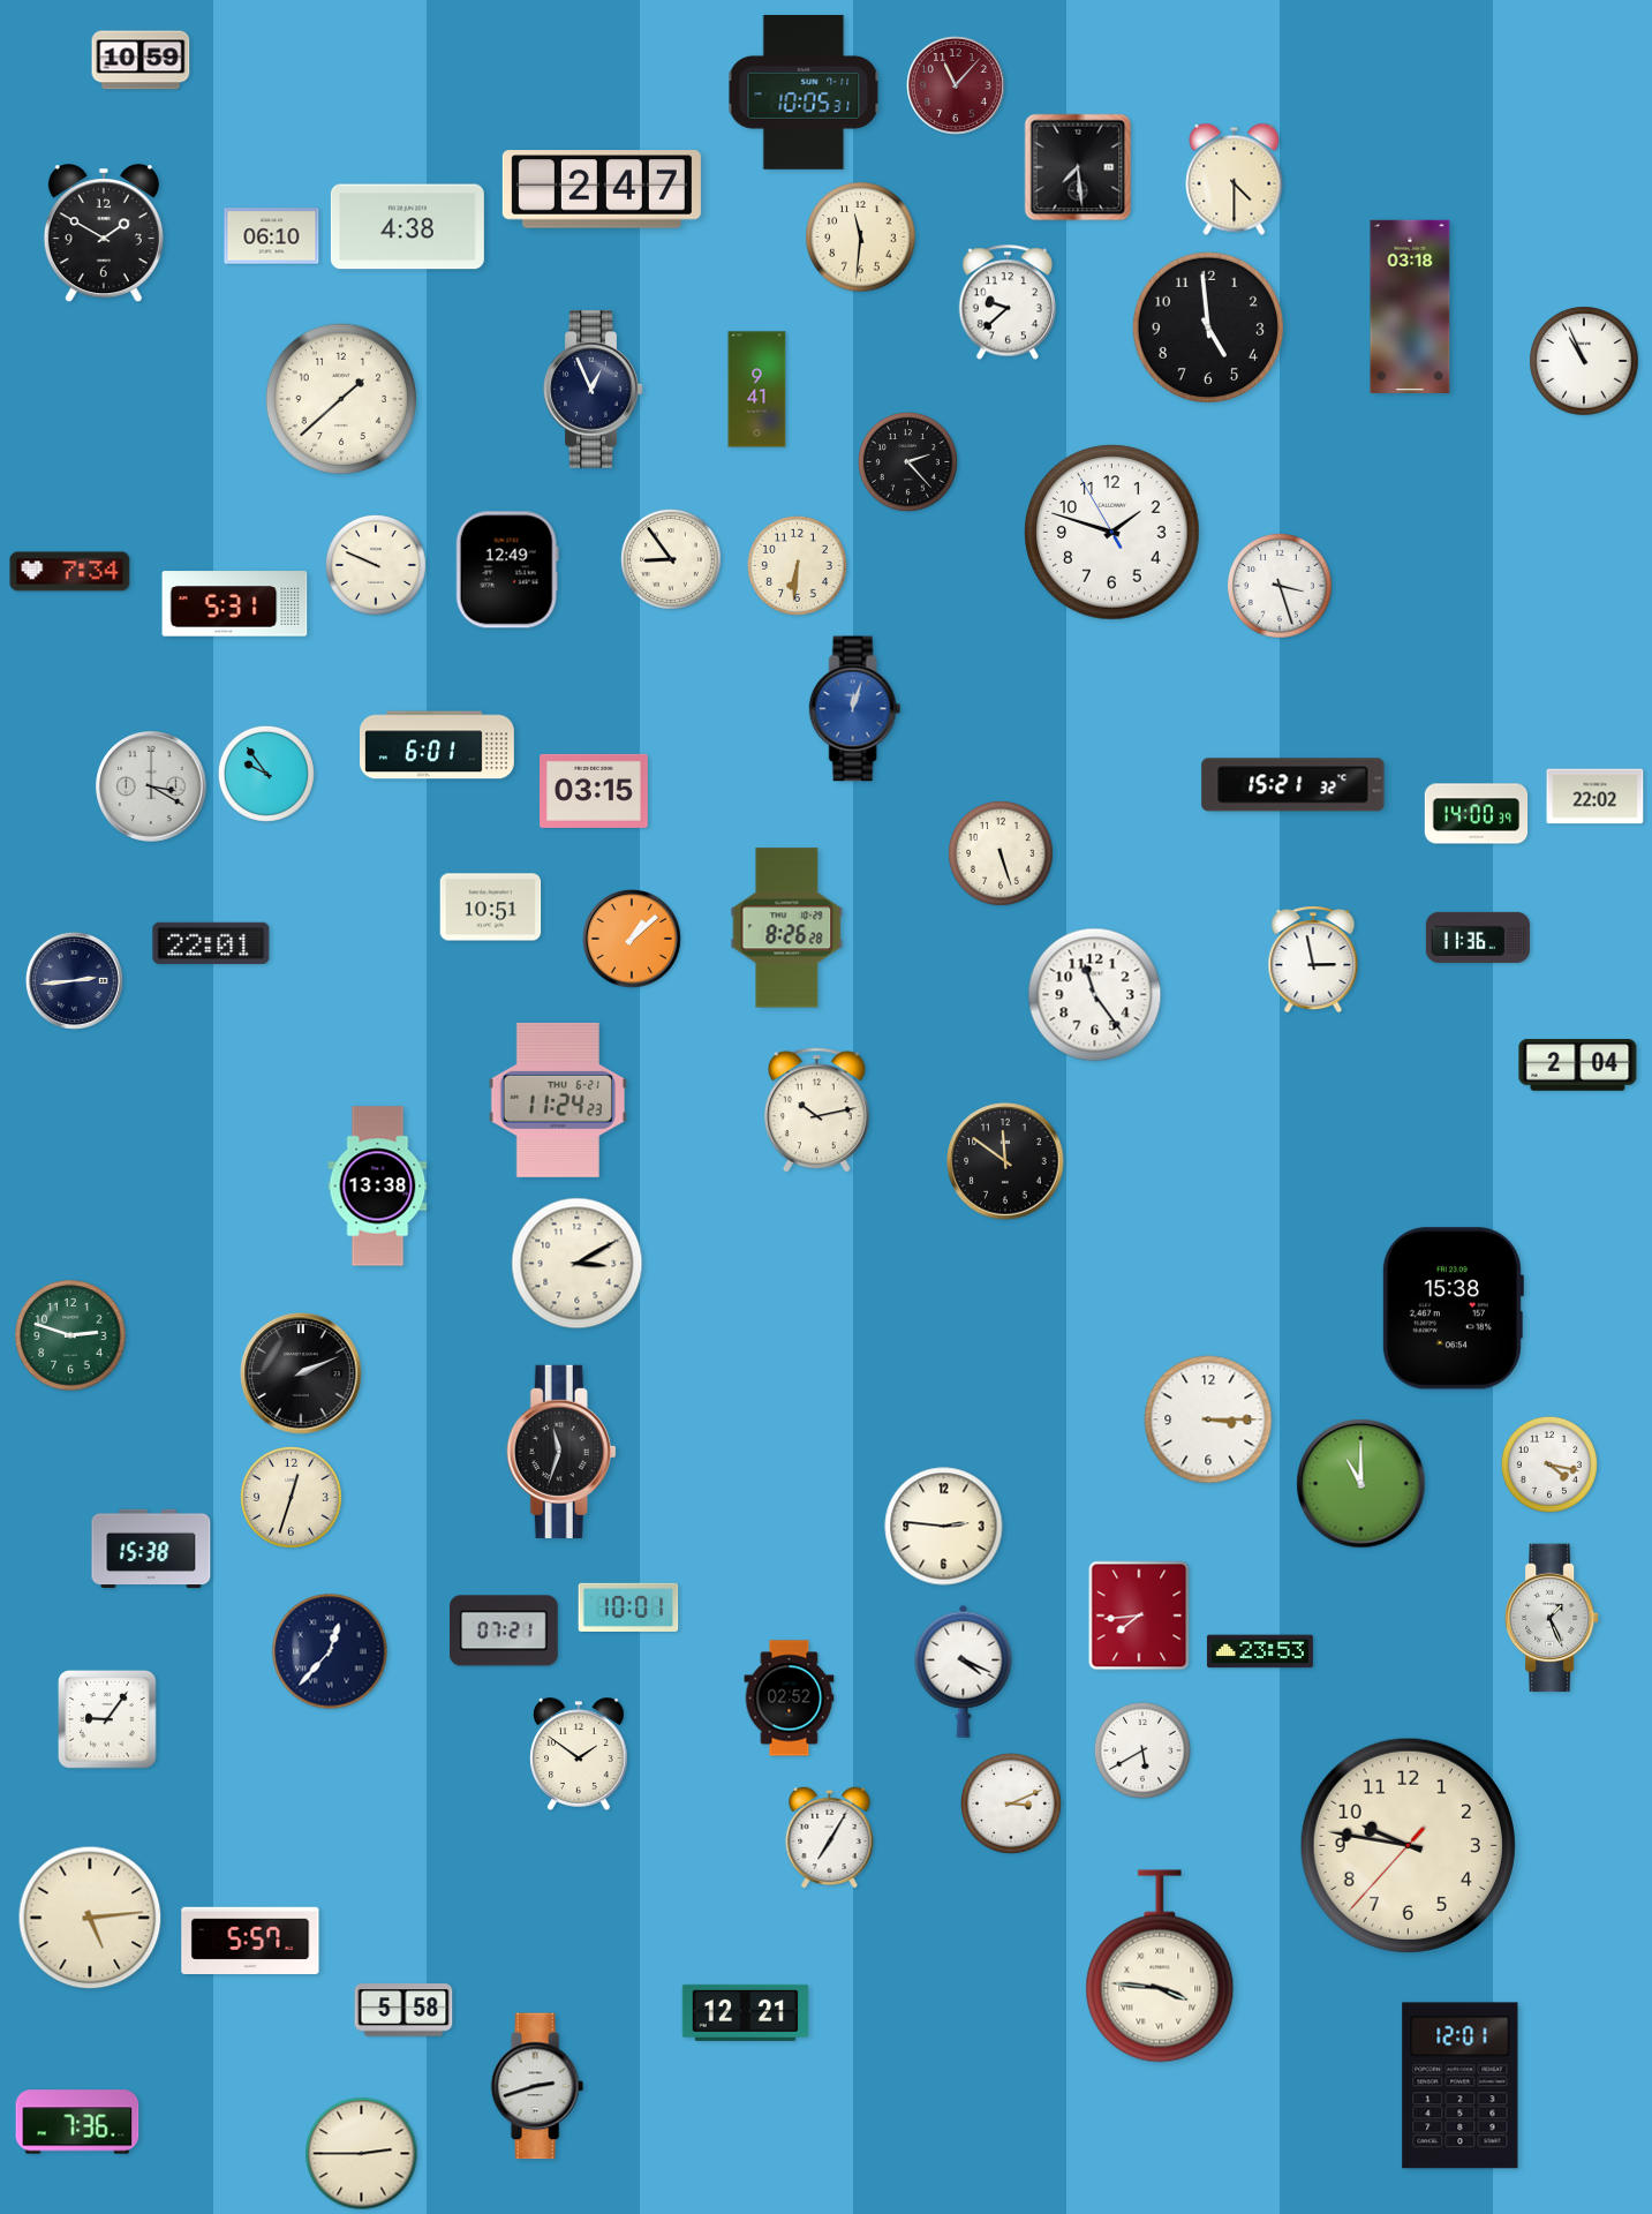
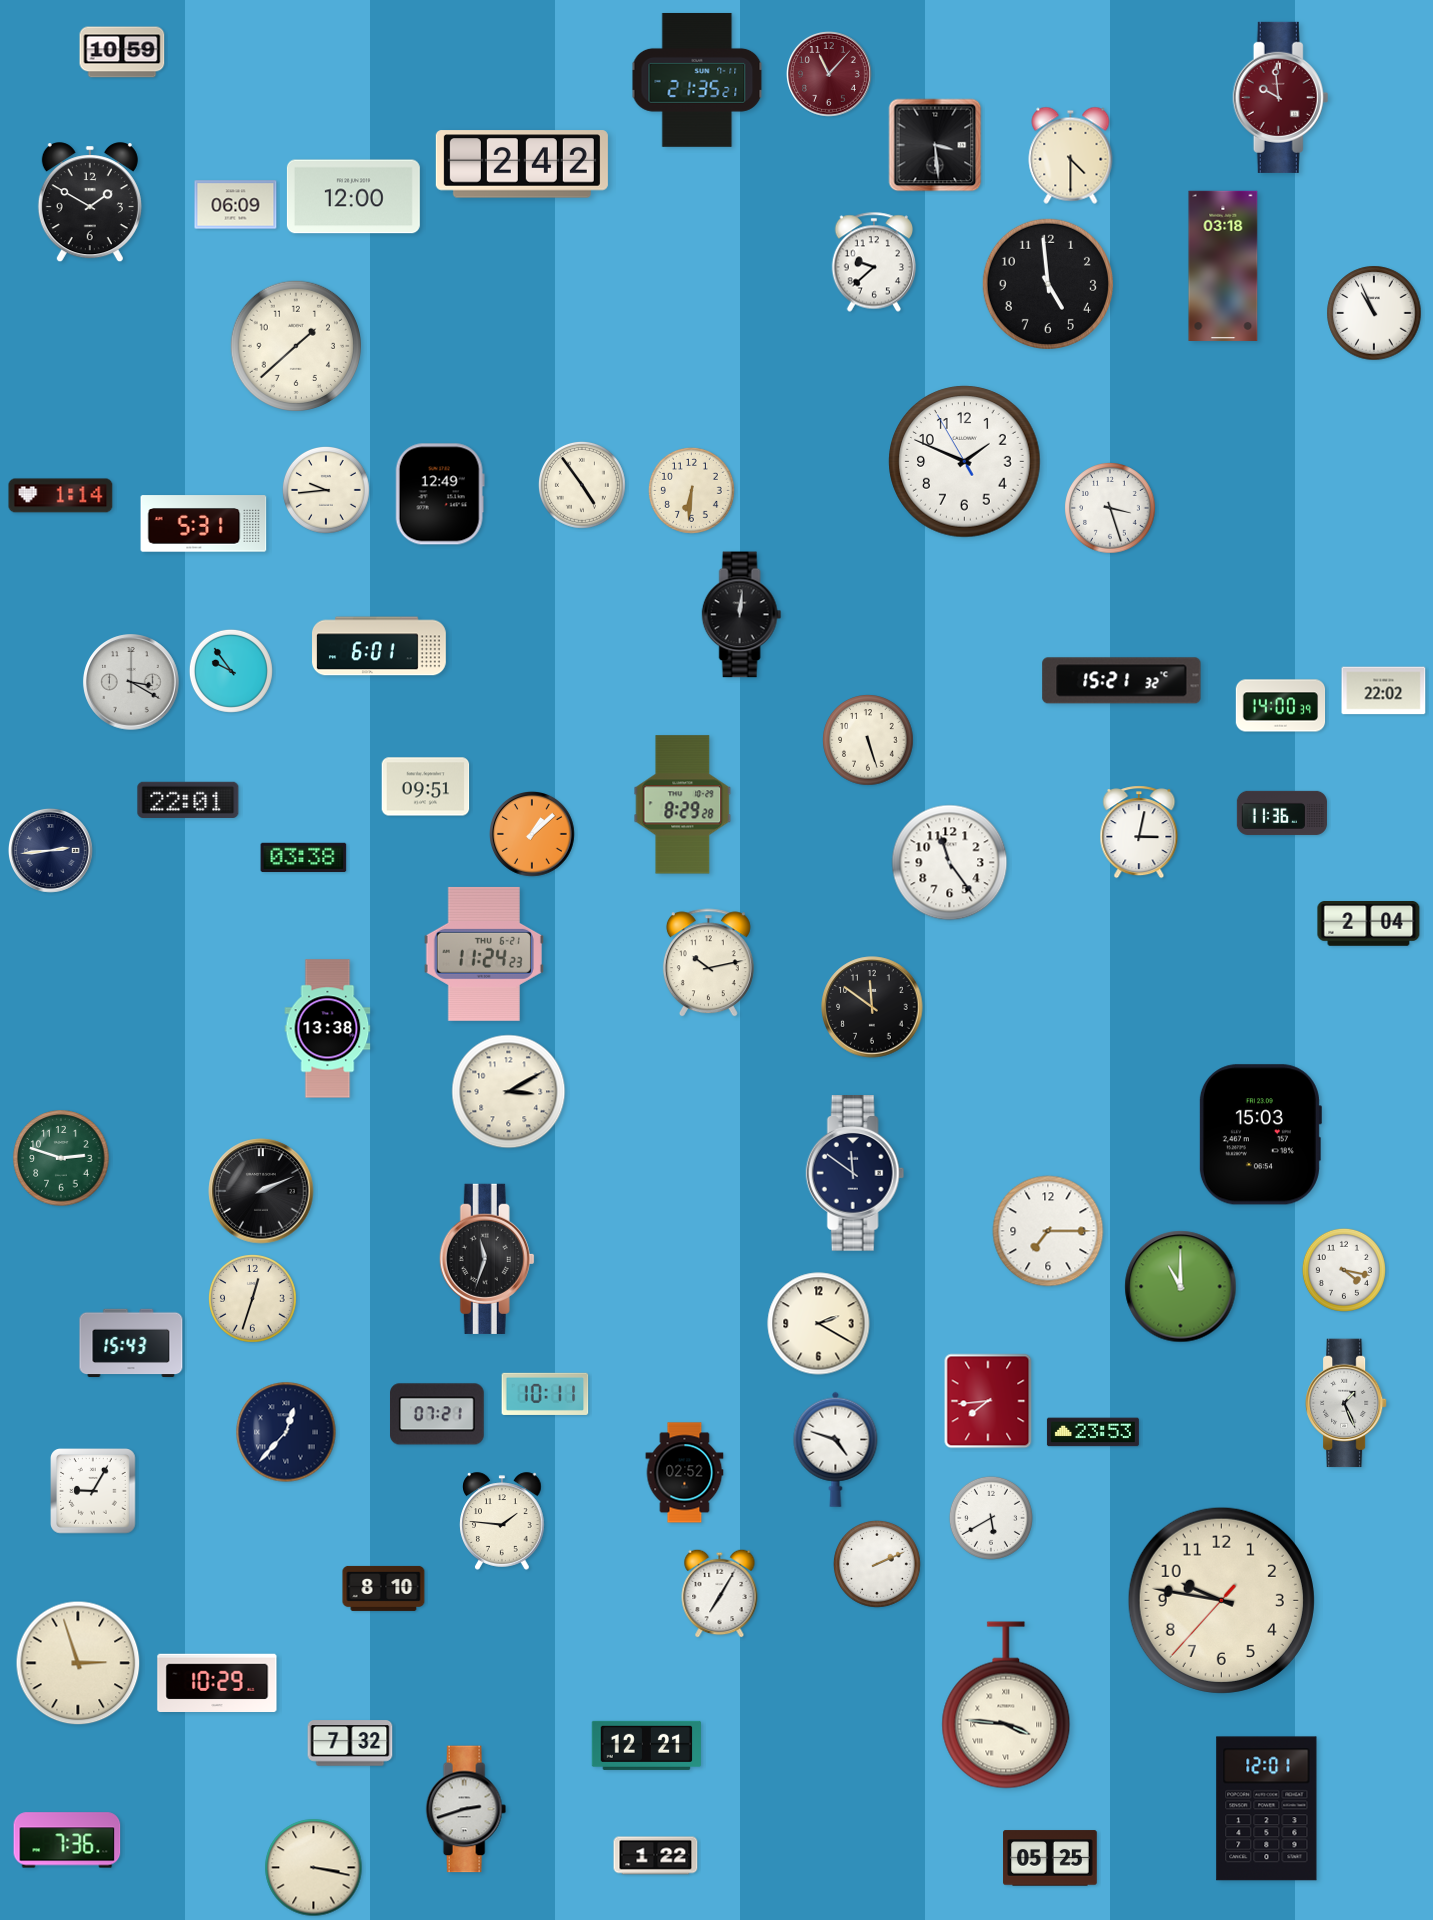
clock at (804, 92): 10:05 -> 21:35
clock at (1281, 97): none -> 9:59
clock at (1078, 167): 7:29 -> 3:29
clock at (602, 189): 2:47 -> 2:42
clock at (407, 227): 4:38 -> 12:00
clock at (272, 236): 06:10 -> 06:09
clock at (861, 238): 11:31 -> none
clock at (594, 390): 12:56 -> none
clock at (757, 390): 9:41 -> none
clock at (907, 461): 2:23 -> none
clock at (1112, 533): 1:47 -> 1:48
clock at (671, 559): 8:54 -> 4:54
clock at (376, 565): 9:49 -> 9:44
clock at (70, 572): 7:34 -> 1:14
clock at (855, 709): 12:03 -> 12:01
clock at (855, 709) dial: blue -> black
clock at (594, 791): 03:15 -> none
clock at (491, 908): 10:51 -> 09:51
clock at (787, 928): 8:26 -> 8:29
clock at (633, 940) position: (633, 940) -> (533, 835)
clock at (211, 943) position: (211, 943) -> (188, 800)
clock at (1313, 959): 2:58 -> 3:02
clock at (75, 981) position: (75, 981) -> (51, 851)
clock at (304, 857): none -> 03:38
clock at (578, 1264) position: (578, 1264) -> (509, 1092)
clock at (1453, 1309): 15:38 -> 15:03
clock at (855, 1173): none -> 11:51
clock at (1208, 1419): 3:15 -> 7:15
clock at (944, 1527): 2:46 -> 2:20
clock at (151, 1549): 15:38 -> 15:43
clock at (628, 1607): 10:01 -> 10:11
clock at (964, 1671): 4:19 -> 4:48
clock at (108, 1720): 9:06 -> 9:05
clock at (579, 1754): 1:51 -> 1:46
clock at (1011, 1803): 3:11 -> 2:11
clock at (384, 1588): none -> 8:10
clock at (90, 1918): 5:14 -> 2:57
clock at (250, 1941): 5:57 -> 10:29
clock at (403, 2010): 5:58 -> 7:32
clock at (656, 1856): none -> 1:22
clock at (1050, 1858): none -> 05:25
clock at (362, 2154): 2:45 -> 3:17
